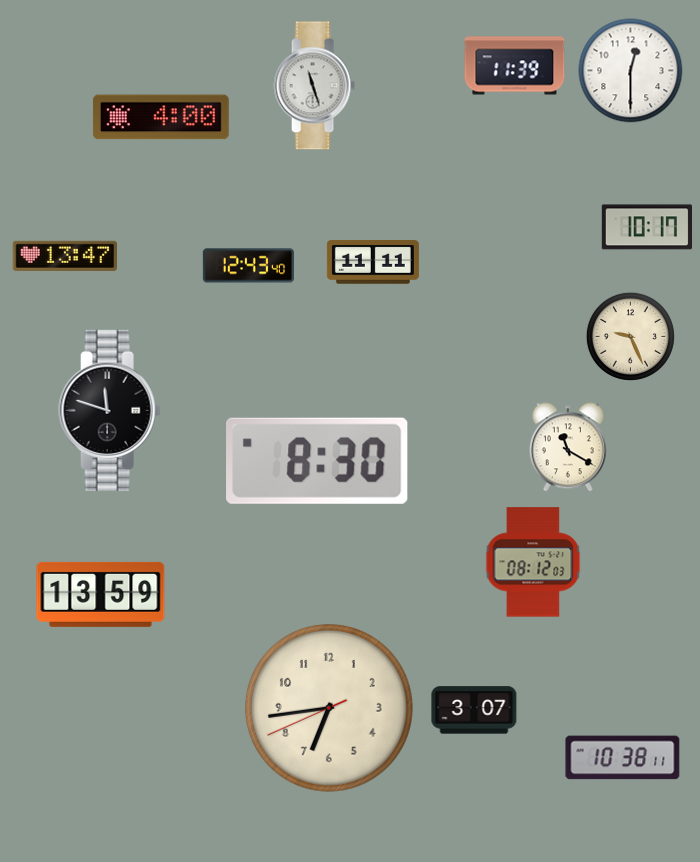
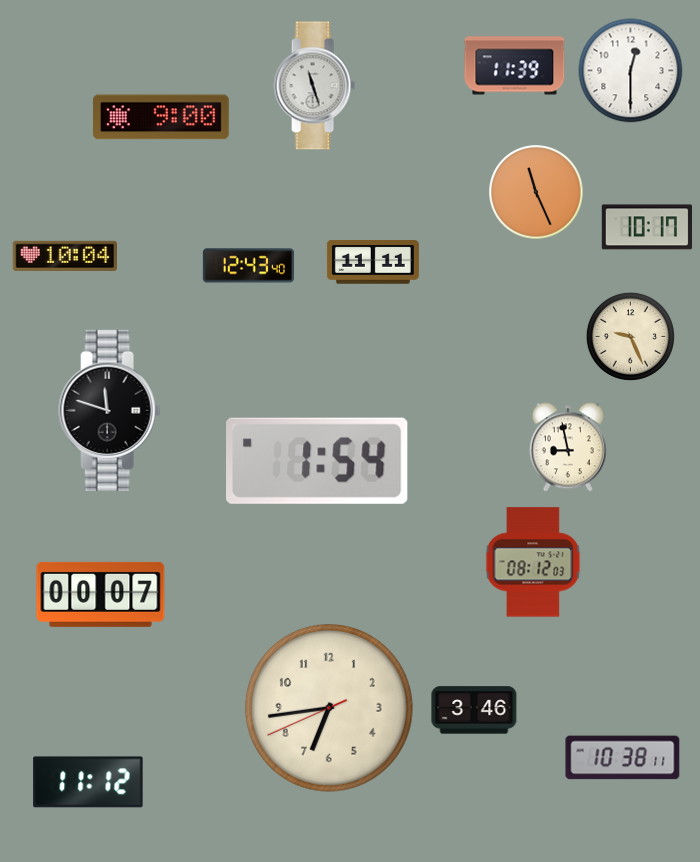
clock at (161, 117): 4:00 -> 9:00
clock at (536, 192): none -> 11:26
clock at (64, 256): 13:47 -> 10:04
clock at (568, 447): 11:20 -> 8:58
clock at (318, 461): 8:30 -> 1:54
clock at (101, 594): 13:59 -> 00:07
clock at (474, 710): 3:07 -> 3:46
clock at (88, 782): none -> 11:12
